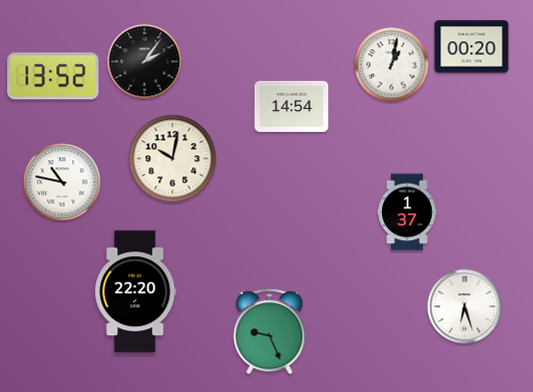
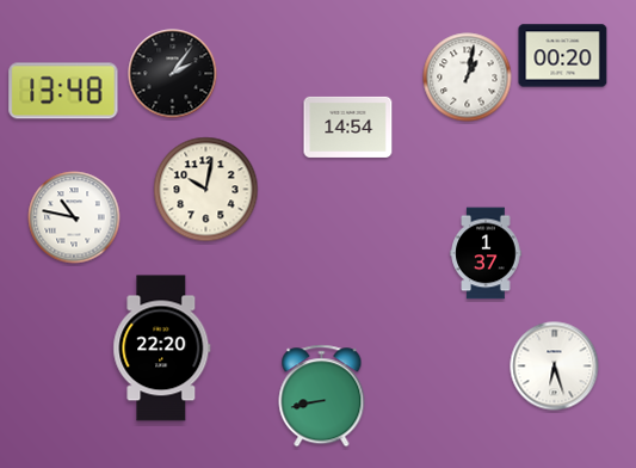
clock at (53, 76): 13:52 -> 13:48
clock at (270, 332): 9:26 -> 8:43
